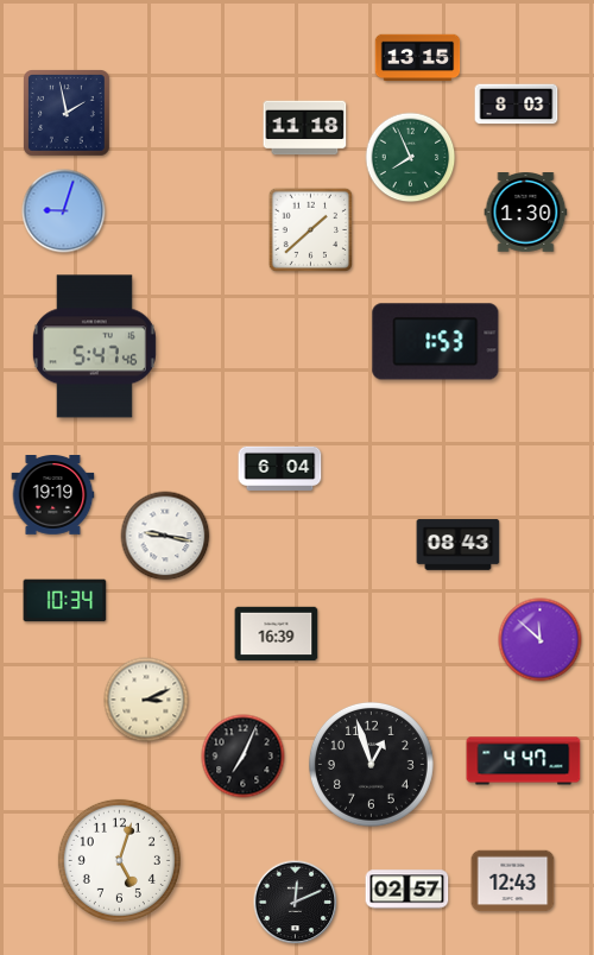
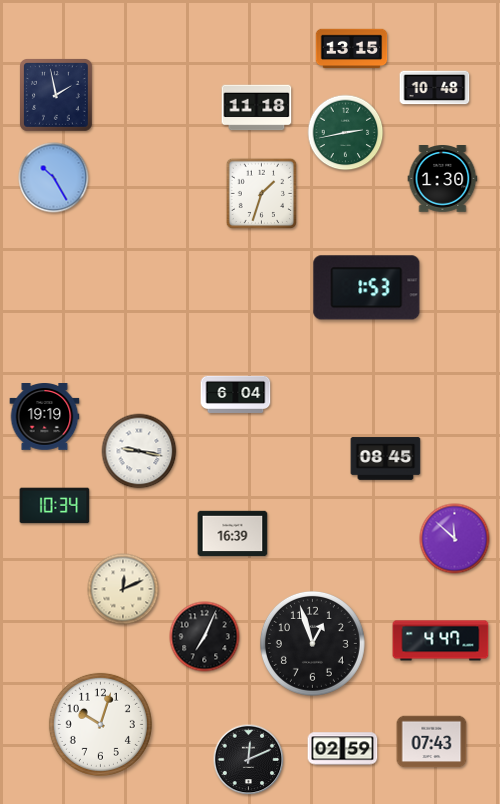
clock at (517, 105): 8:03 -> 10:48
clock at (411, 158): 7:56 -> 2:43
clock at (64, 211): 9:03 -> 10:25
clock at (310, 229): 1:38 -> 1:33
clock at (94, 347): 5:47 -> none
clock at (459, 545): 08:43 -> 08:45
clock at (146, 700): 3:11 -> 12:11
clock at (119, 860): 5:03 -> 10:03
clock at (513, 881): 12:43 -> 07:43
clock at (407, 890): 02:57 -> 02:59
